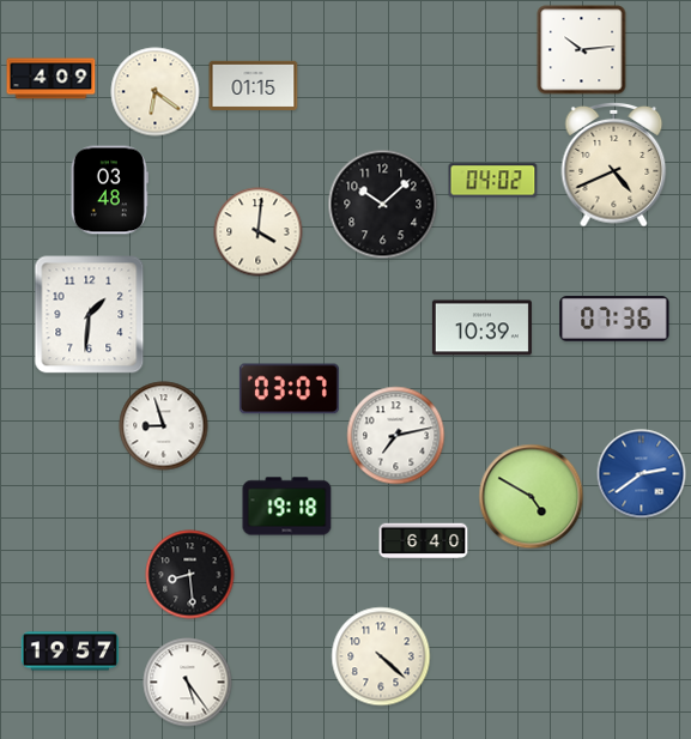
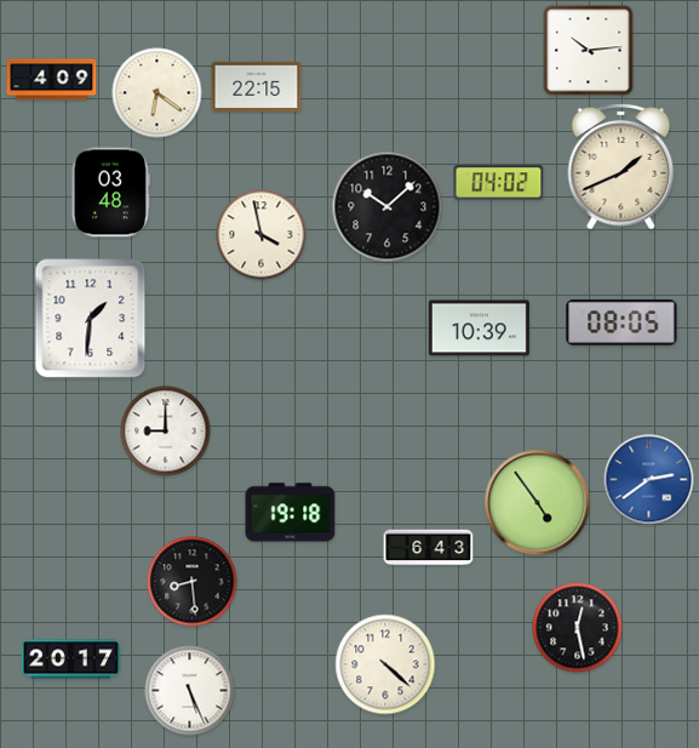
clock at (254, 86): 01:15 -> 22:15
clock at (614, 165): 4:41 -> 1:41
clock at (259, 232): 4:01 -> 3:58
clock at (614, 320): 07:36 -> 08:05
clock at (481, 328) position: (481, 328) -> (479, 329)
clock at (289, 389): 03:07 -> none
clock at (164, 426): 8:57 -> 9:00
clock at (396, 436): 7:13 -> none
clock at (532, 497): 4:50 -> 4:54
clock at (424, 541): 6:40 -> 6:43
clock at (578, 628): none -> 12:28
clock at (69, 652): 19:57 -> 20:17
clock at (188, 683): 5:24 -> 5:26
